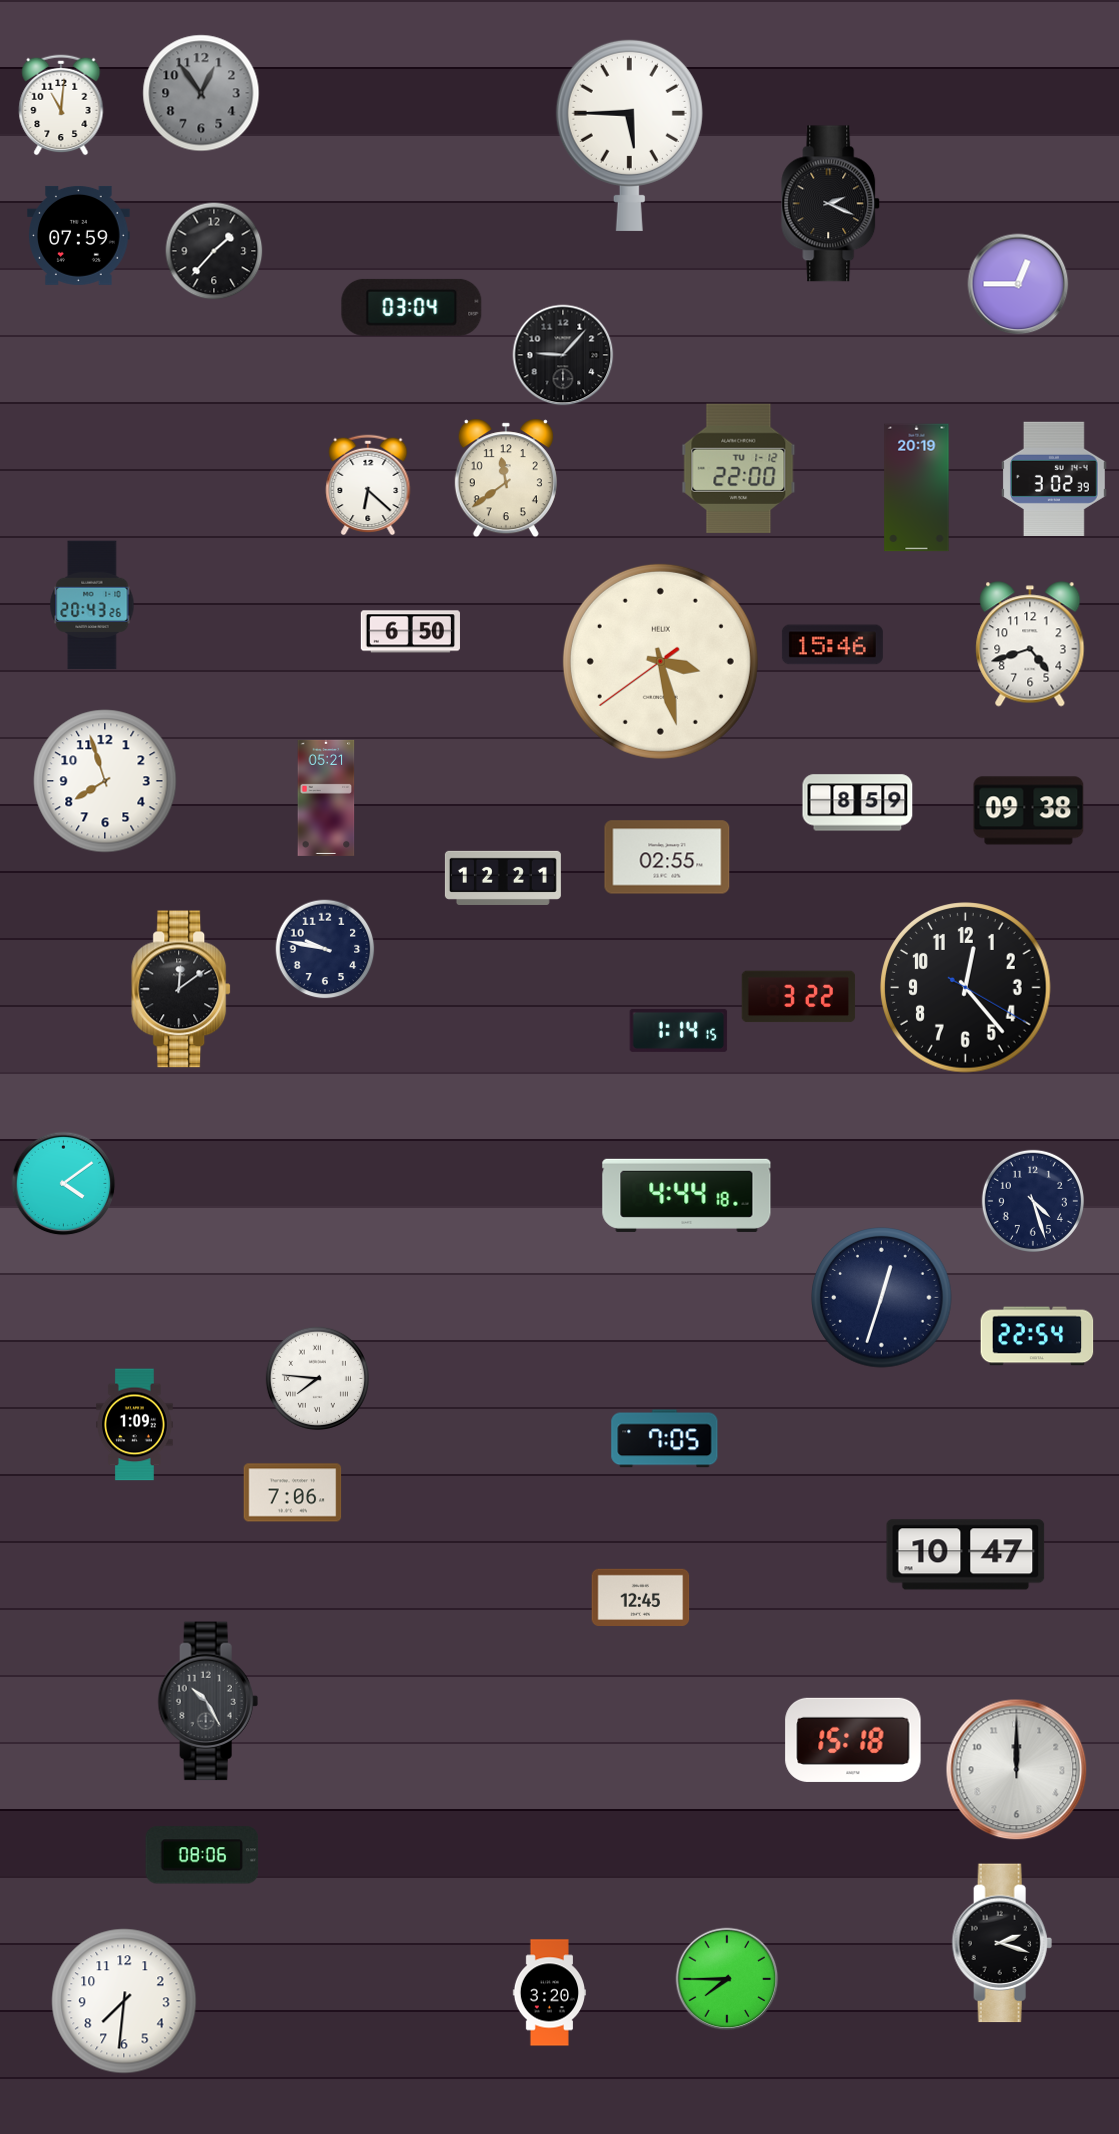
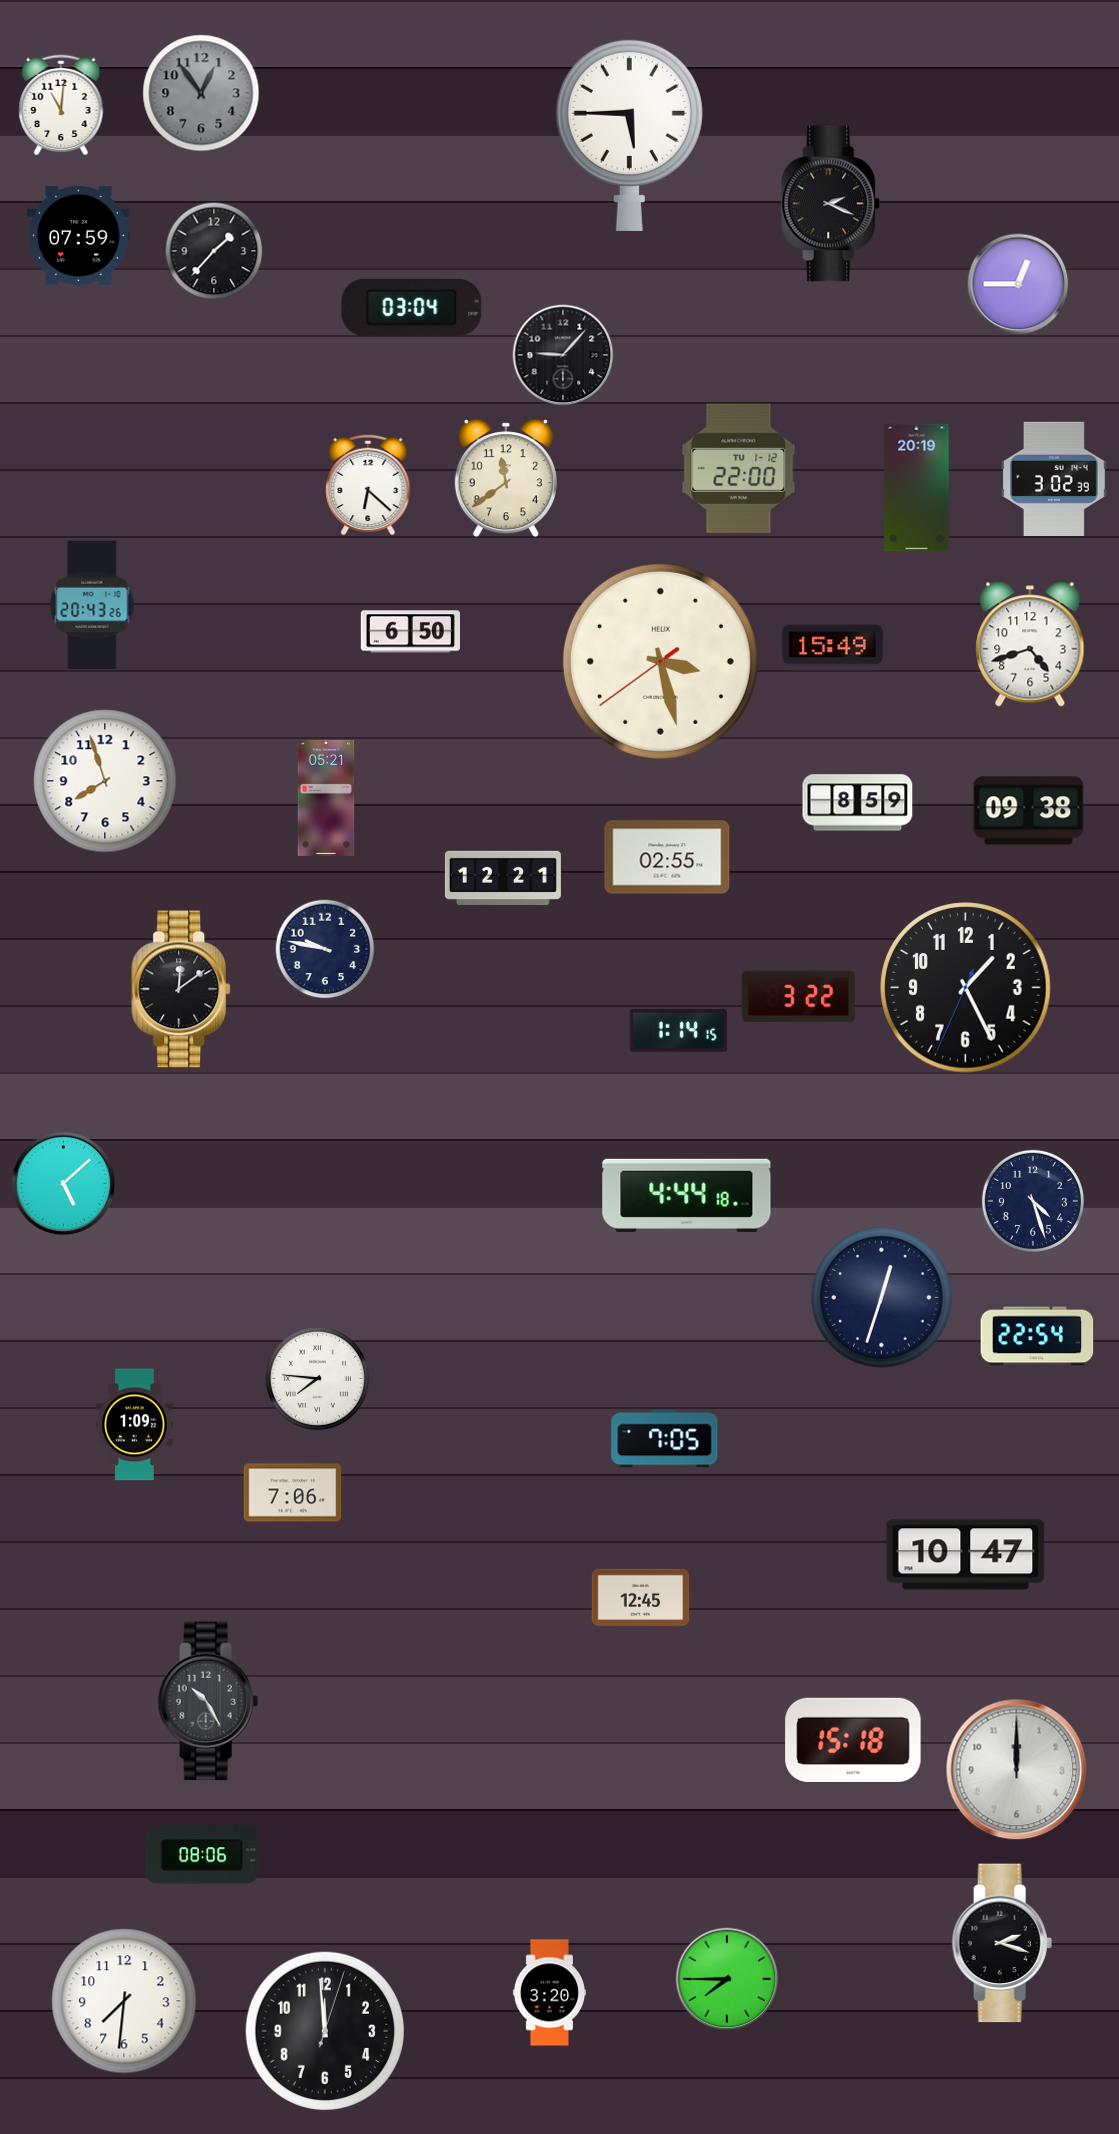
clock at (832, 645): 15:46 -> 15:49
clock at (966, 988): 12:23 -> 1:25
clock at (64, 1184): 4:09 -> 5:08
clock at (324, 2030): none -> 11:59
